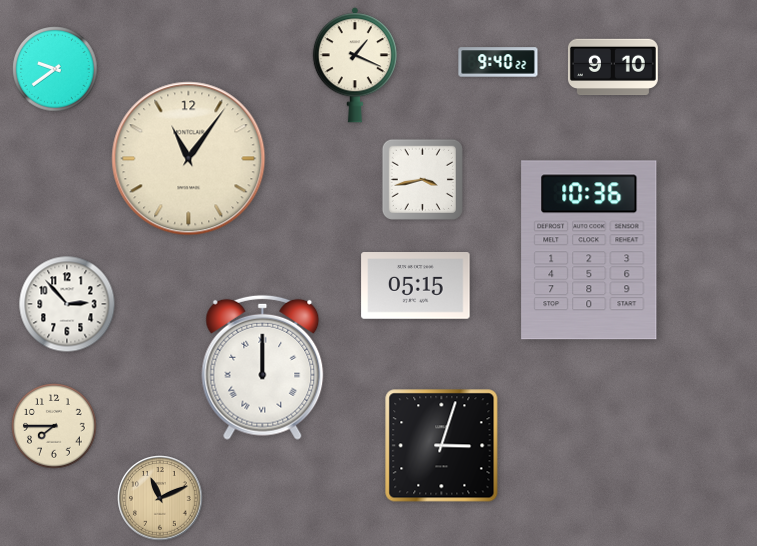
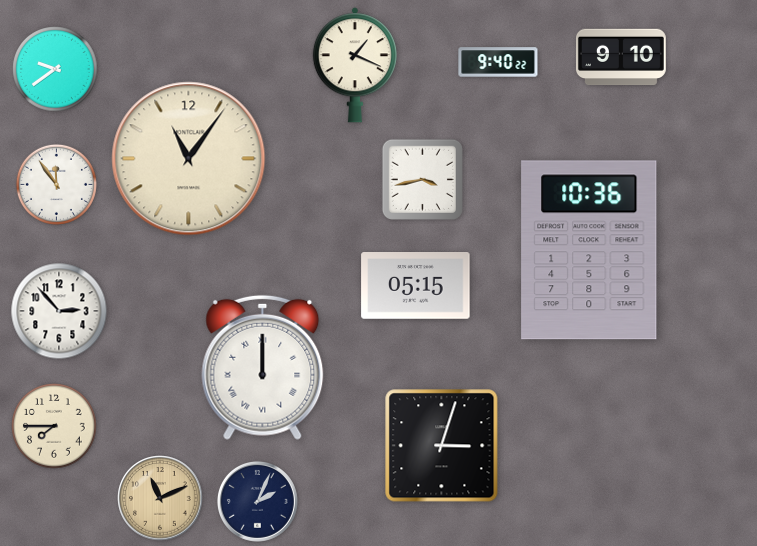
clock at (613, 67) position: (613, 67) -> (621, 57)
clock at (56, 184): none -> 11:54
clock at (67, 304) position: (67, 304) -> (59, 311)
clock at (257, 501): none -> 2:04
